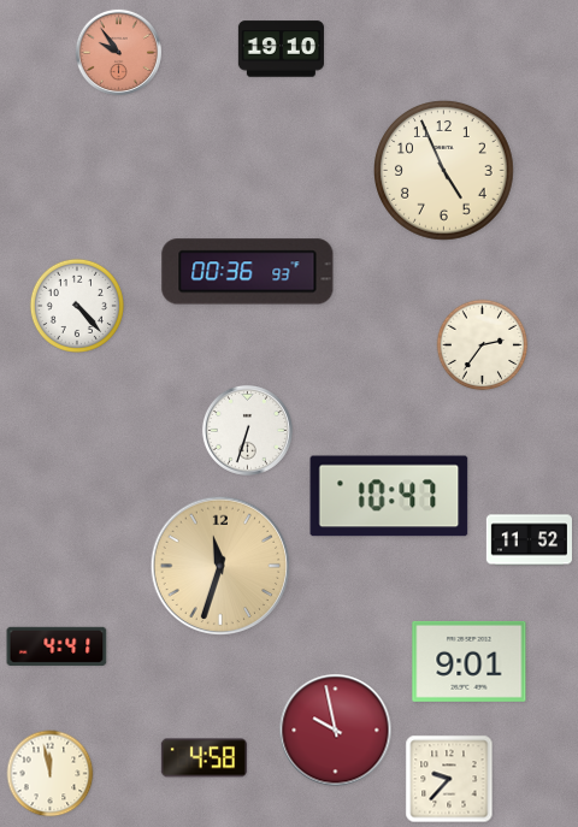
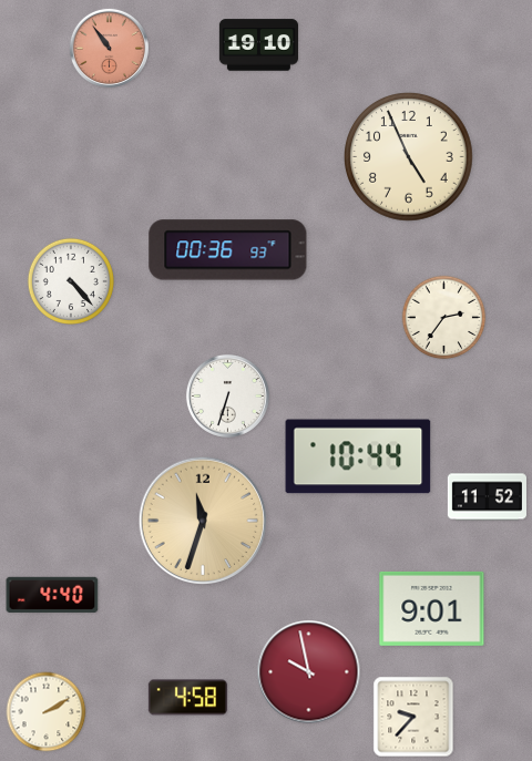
clock at (118, 52): 9:54 -> 10:54
clock at (389, 496): 10:47 -> 10:44
clock at (57, 646): 4:41 -> 4:40
clock at (51, 774): 11:58 -> 2:10
